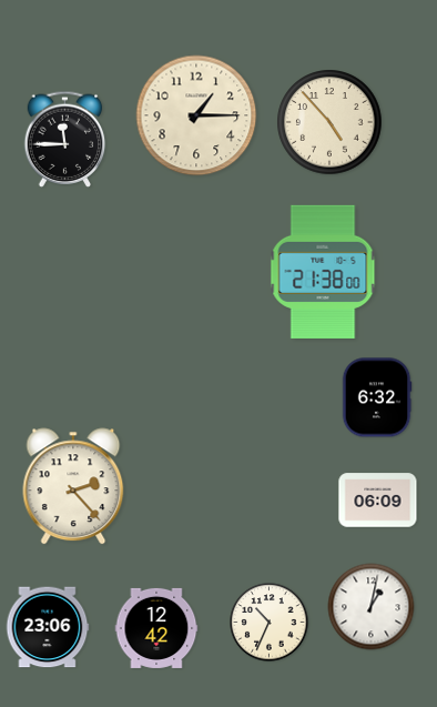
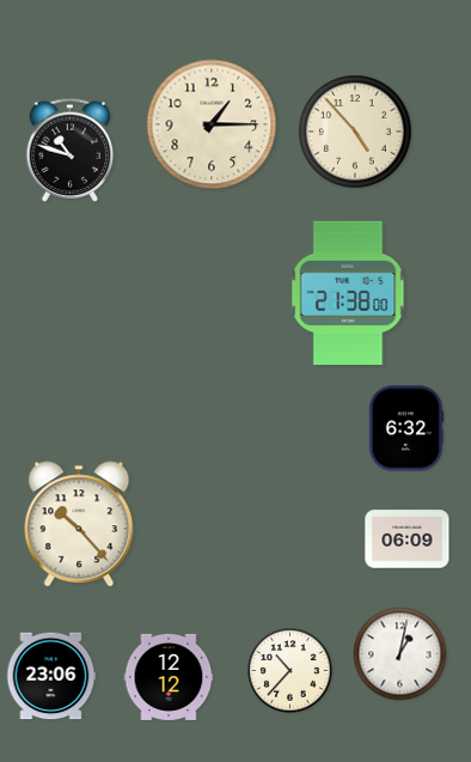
clock at (65, 139): 11:45 -> 10:48
clock at (73, 486): 2:23 -> 10:23
clock at (270, 623): 10:34 -> 10:37
clock at (156, 628): 12:42 -> 12:12
